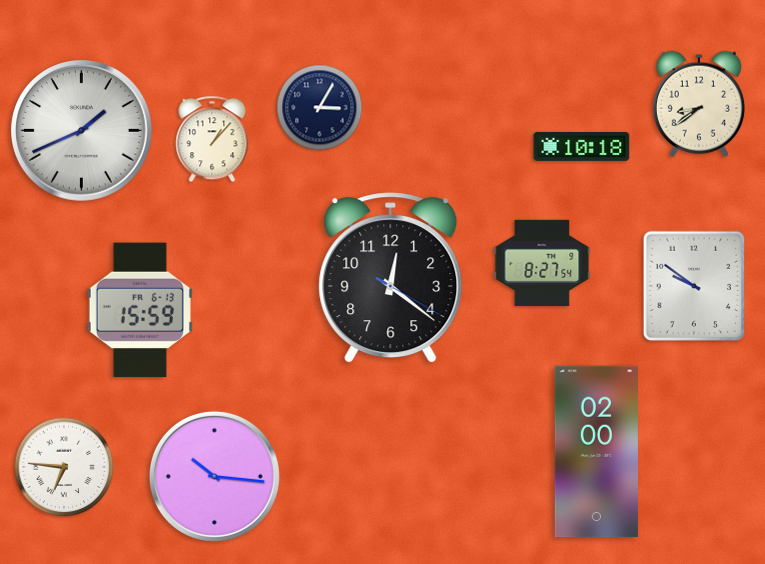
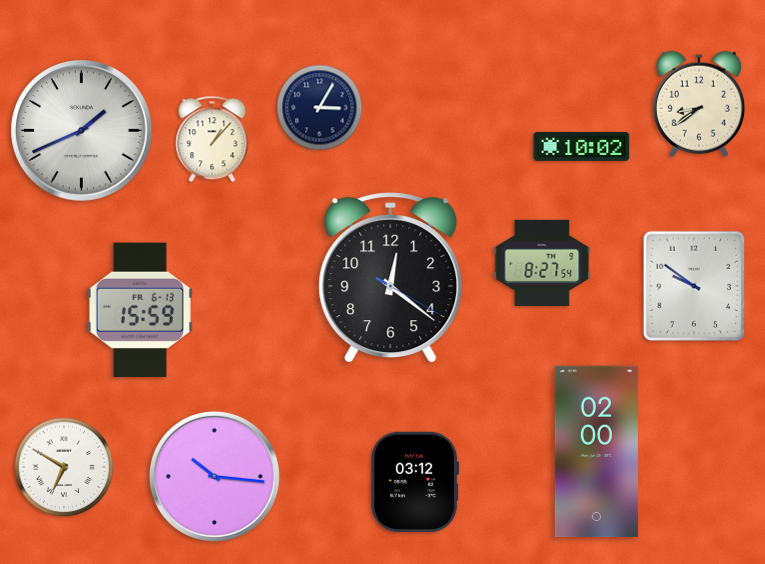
clock at (582, 146): 10:18 -> 10:02
clock at (64, 467): 6:46 -> 6:50
clock at (415, 482): none -> 03:12
